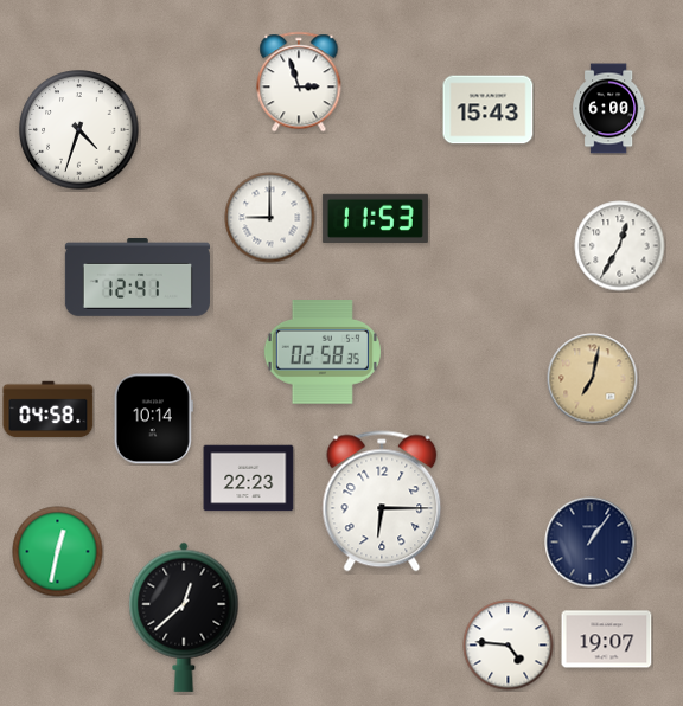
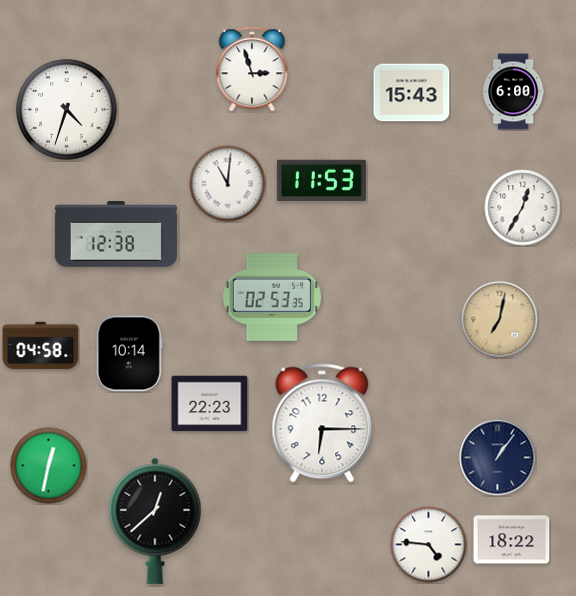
clock at (270, 218): 9:00 -> 11:01
clock at (375, 218) position: (375, 218) -> (321, 180)
clock at (138, 278): 12:41 -> 12:38
clock at (323, 352): 02:58 -> 02:53
clock at (607, 640): 19:07 -> 18:22
